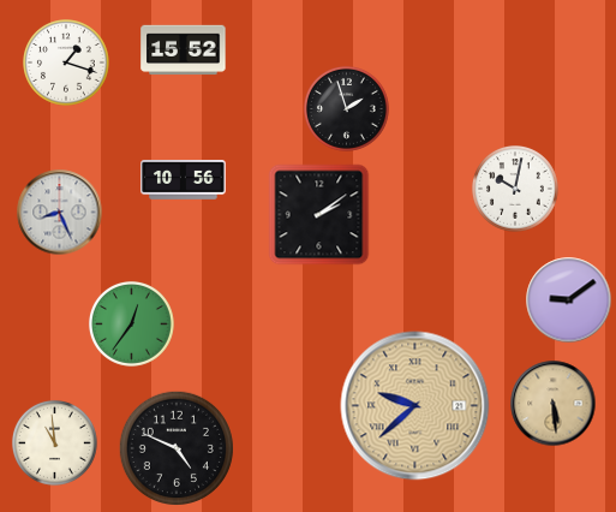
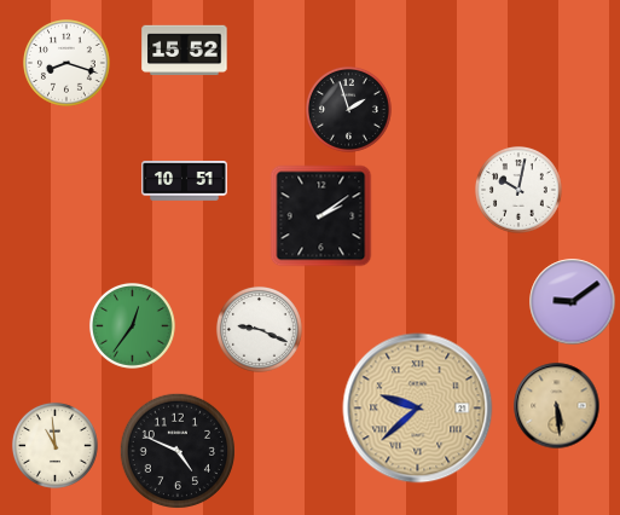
clock at (67, 64): 1:18 -> 8:18
clock at (184, 180): 10:56 -> 10:51
clock at (60, 213): 8:26 -> none
clock at (259, 329): none -> 9:19
